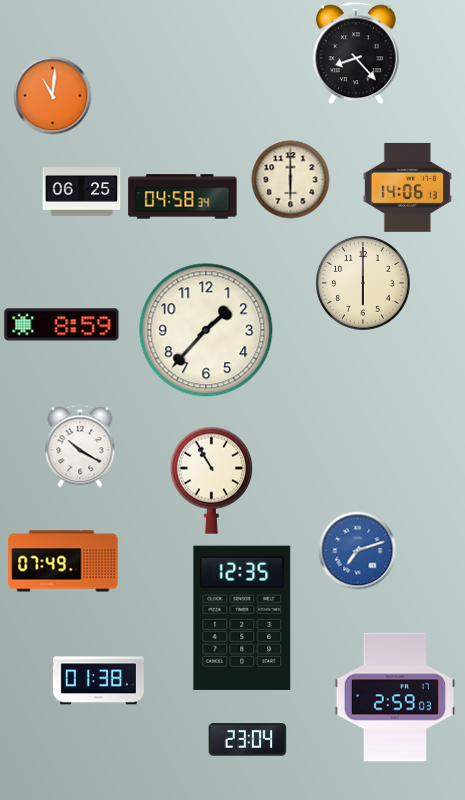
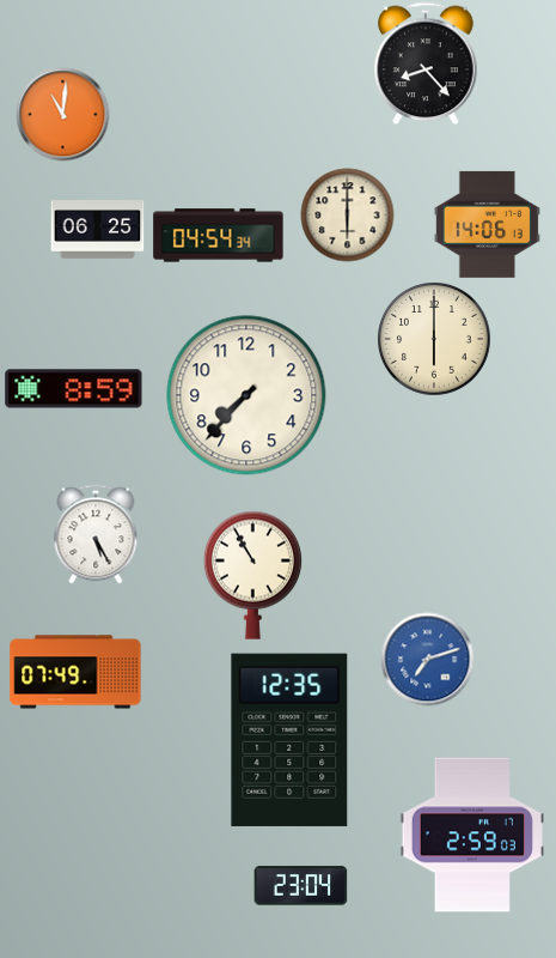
clock at (183, 197): 04:58 -> 04:54
clock at (206, 330): 1:37 -> 7:37
clock at (80, 446): 10:20 -> 5:25
clock at (98, 681): 01:38 -> none
clock at (247, 740) position: (247, 740) -> (300, 886)
